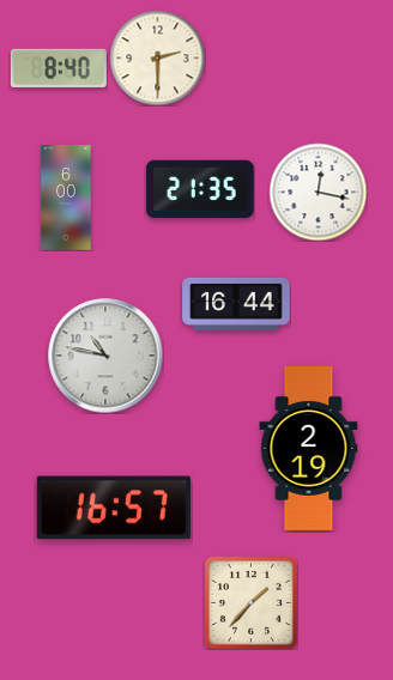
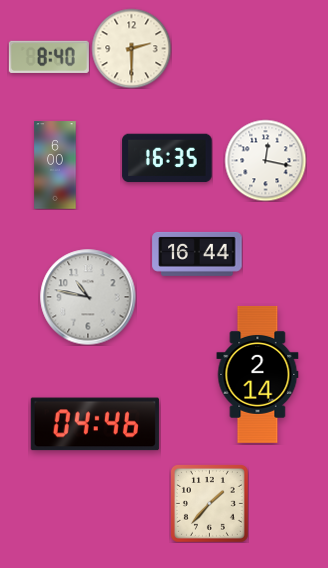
clock at (200, 189): 21:35 -> 16:35
clock at (309, 448): 2:19 -> 2:14
clock at (114, 508): 16:57 -> 04:46
